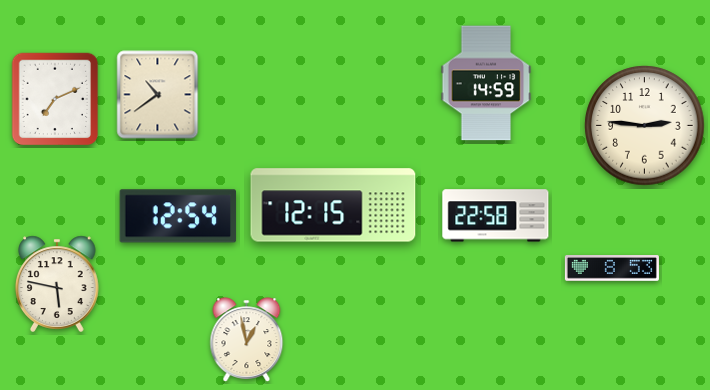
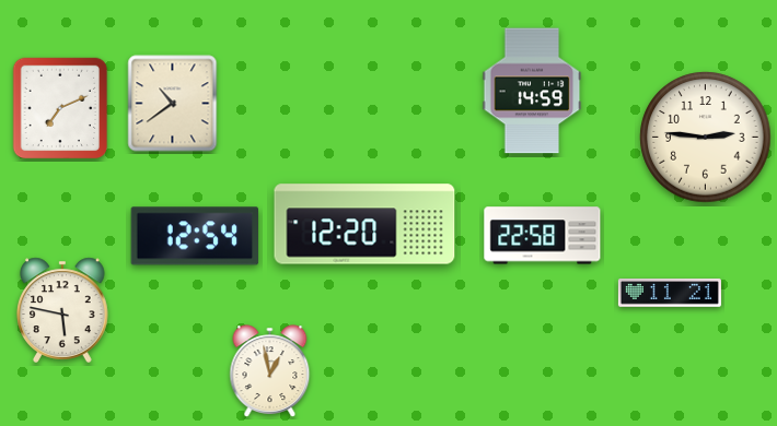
clock at (333, 205): 12:15 -> 12:20
clock at (612, 268): 8:53 -> 11:21
